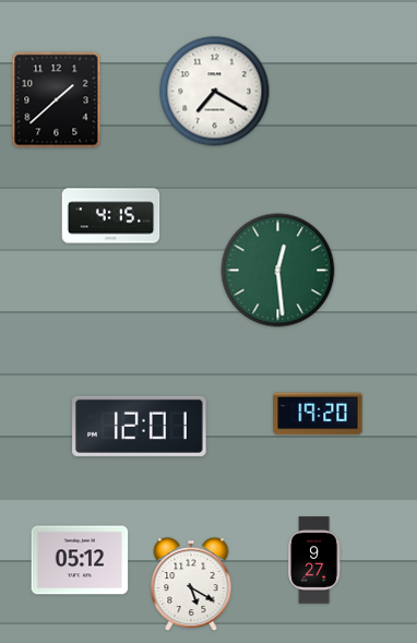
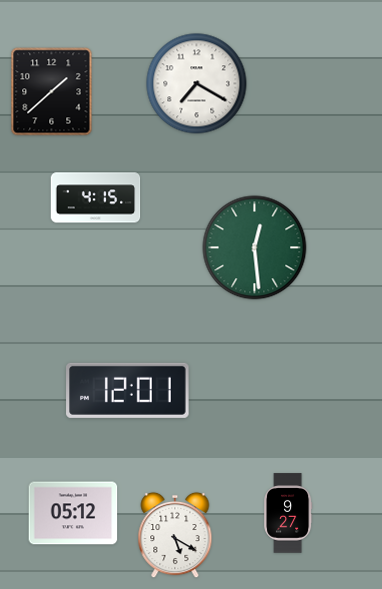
clock at (111, 216) position: (111, 216) -> (96, 198)
clock at (318, 414): 19:20 -> none
